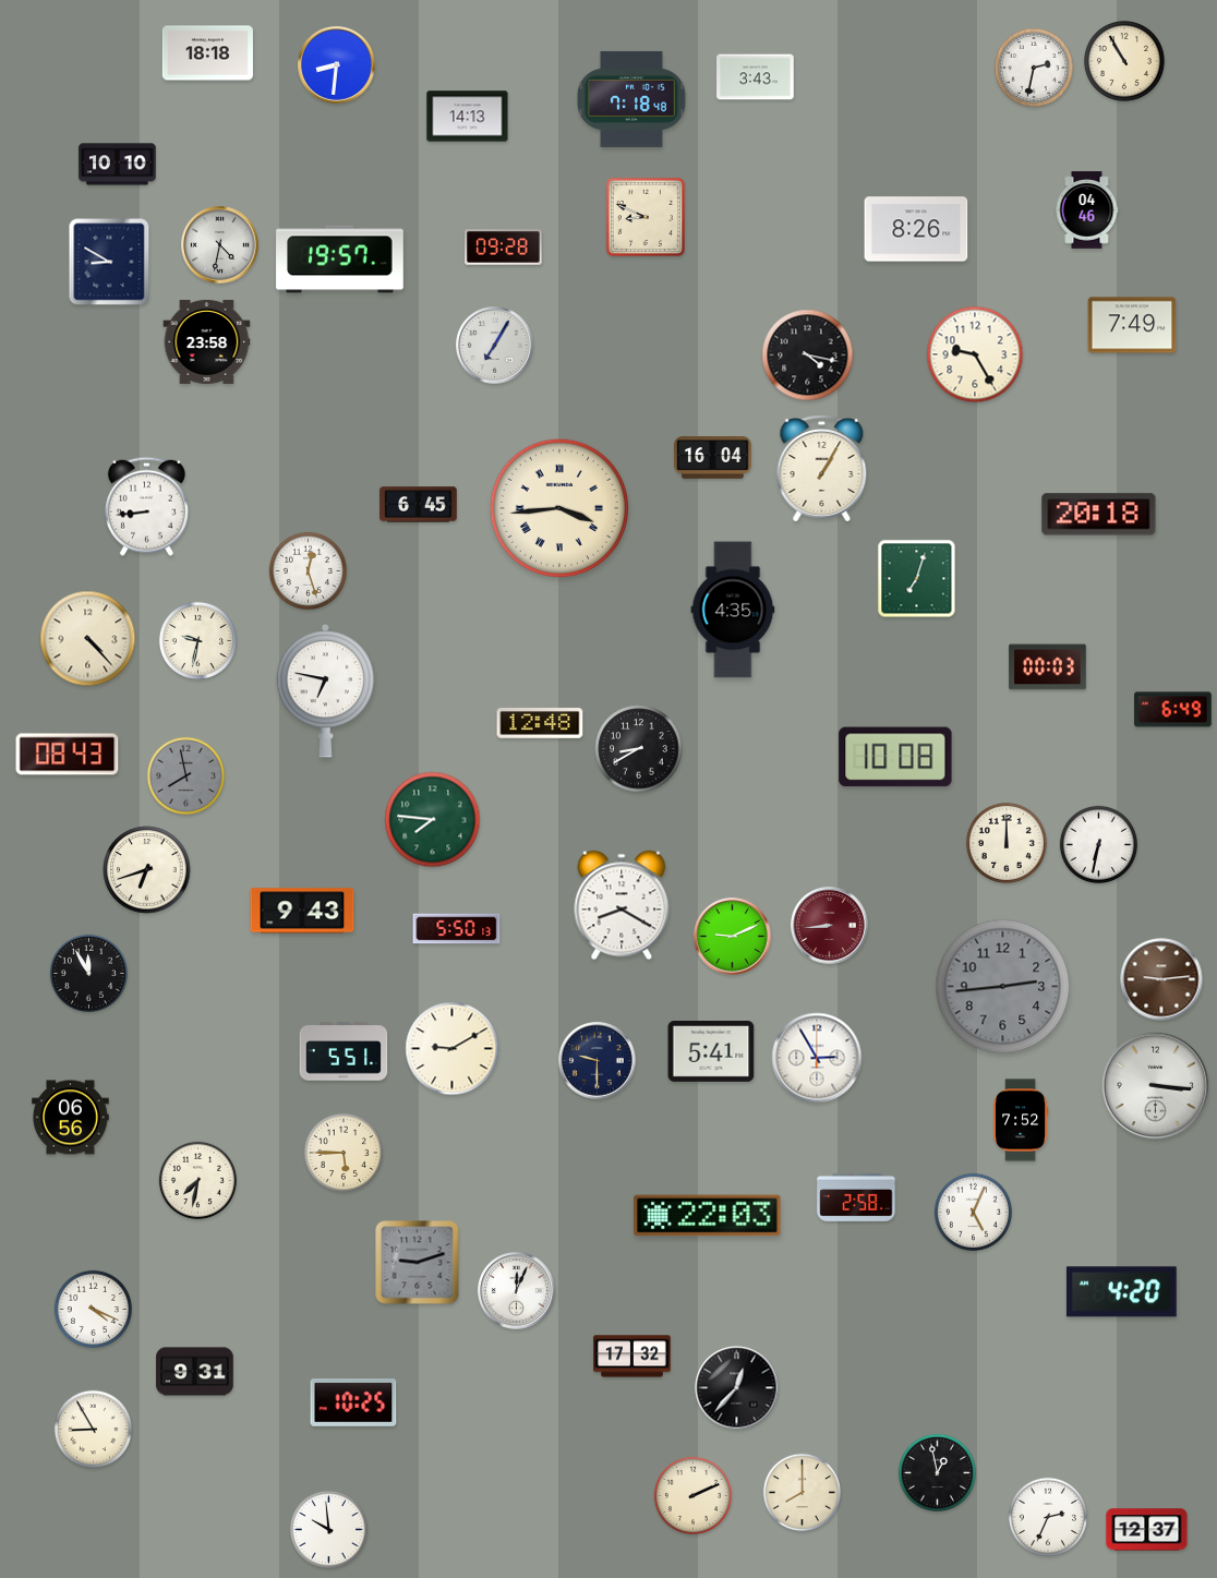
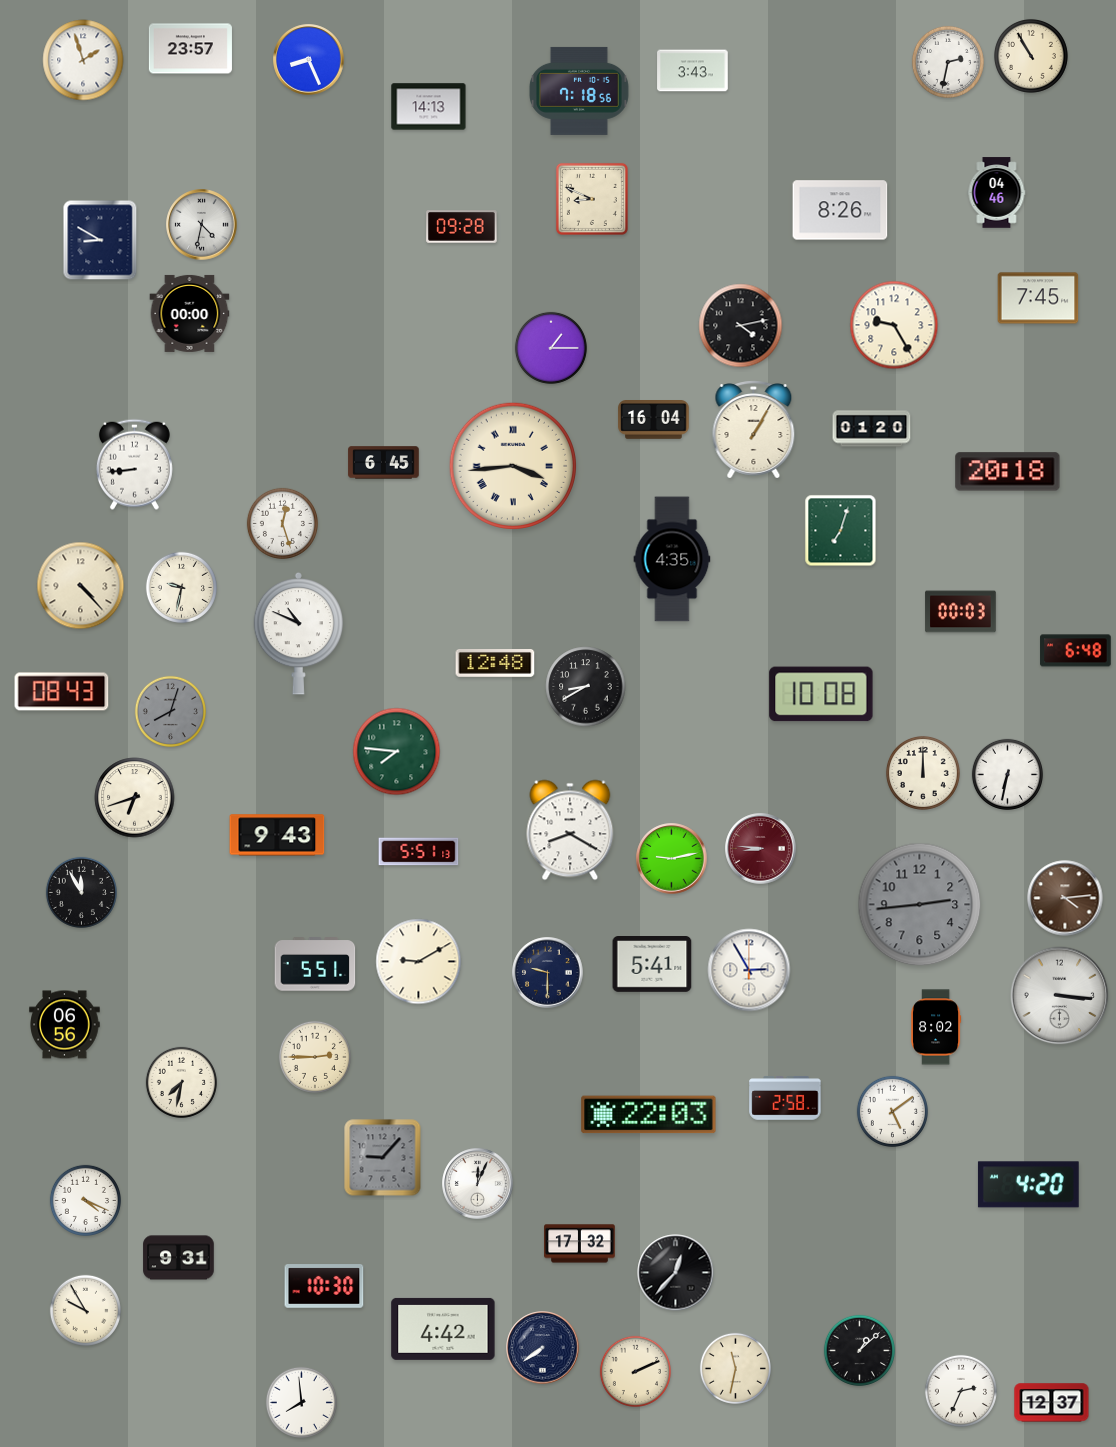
clock at (207, 53): 18:18 -> 23:57
clock at (83, 60): none -> 1:57
clock at (337, 65): 8:31 -> 8:26
clock at (631, 99): 7:18:48 -> 7:18:56
clock at (118, 165): 10:10 -> none
clock at (340, 260): 19:57 -> none
clock at (1132, 325): 7:49 -> 7:45
clock at (207, 341): 23:58 -> 00:00
clock at (495, 346): 7:05 -> none
clock at (808, 356): 4:17 -> 4:13
clock at (551, 348): none -> 1:15
clock at (872, 429): none -> 01:20
clock at (326, 690): 6:47 -> 10:49
clock at (1173, 710): 6:49 -> 6:48
clock at (185, 775): 7:58 -> 8:03
clock at (830, 926): 8:44 -> 8:46
clock at (457, 929): 5:50 -> 5:51
clock at (733, 937): 9:11 -> 9:13
clock at (1161, 979): 9:14 -> 4:14
clock at (453, 1049) position: (453, 1049) -> (419, 962)
clock at (1021, 1120): 7:52 -> 8:02
clock at (344, 1153): 5:45 -> 2:45
clock at (973, 1212): 5:04 -> 5:09
clock at (418, 1263): 9:12 -> 9:07
clock at (517, 1291) position: (517, 1291) -> (478, 1184)
clock at (353, 1402): 10:25 -> 10:30
clock at (93, 1429): 8:55 -> 9:55
clock at (443, 1329): none -> 4:42
clock at (543, 1348): none -> 7:39
clock at (937, 1472): 12:58 -> 1:08
clock at (802, 1492): 8:00 -> 11:32
clock at (328, 1529): 9:59 -> 7:59
